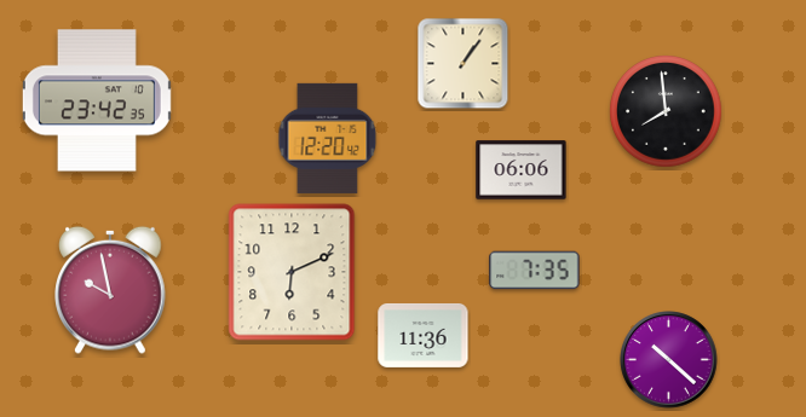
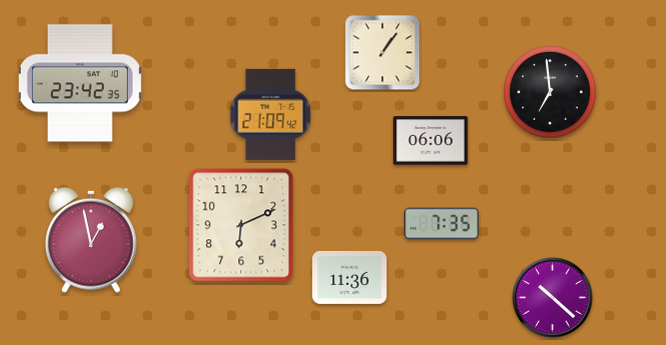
clock at (666, 111): 7:59 -> 6:59
clock at (328, 138): 12:20 -> 21:09
clock at (110, 290): 9:58 -> 12:58
